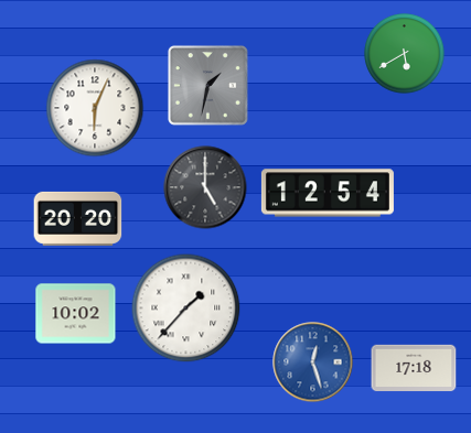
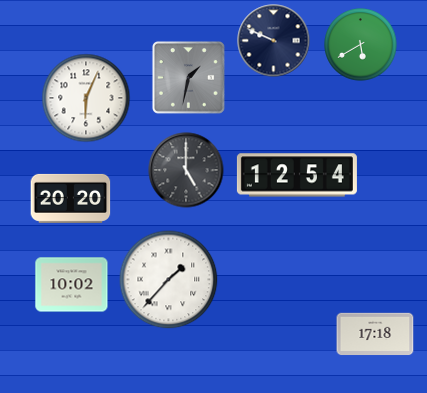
clock at (274, 41): none -> 9:49
clock at (405, 54) position: (405, 54) -> (361, 45)
clock at (76, 314) position: (76, 314) -> (72, 285)
clock at (313, 362): 12:27 -> none
